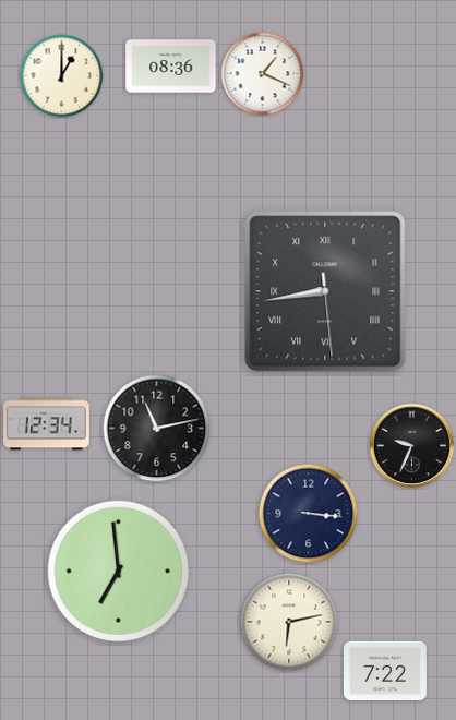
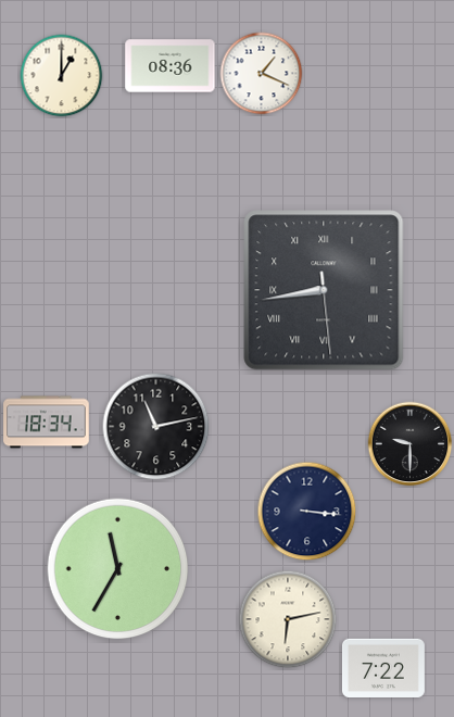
clock at (47, 424): 12:34 -> 18:34
clock at (412, 446): 9:34 -> 9:30
clock at (119, 572): 6:59 -> 11:35
